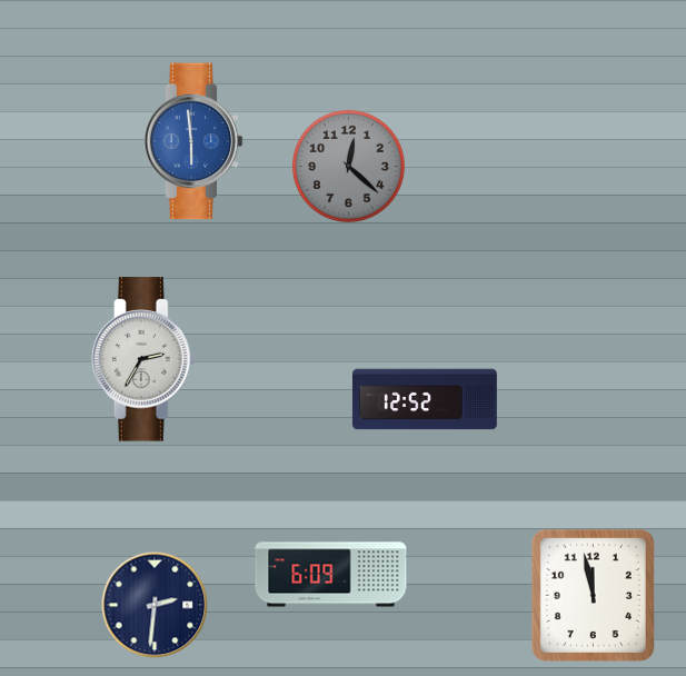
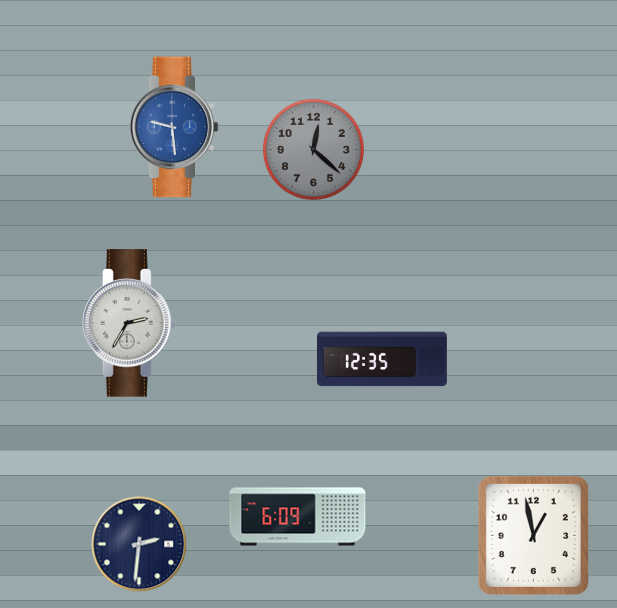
clock at (193, 141): 5:59 -> 9:29
clock at (425, 399): 12:52 -> 12:35
clock at (593, 595): 11:58 -> 12:58
